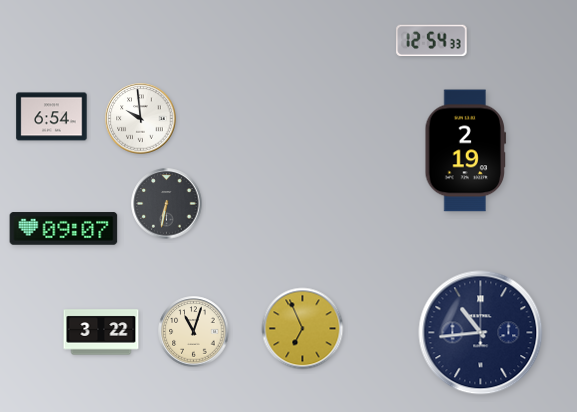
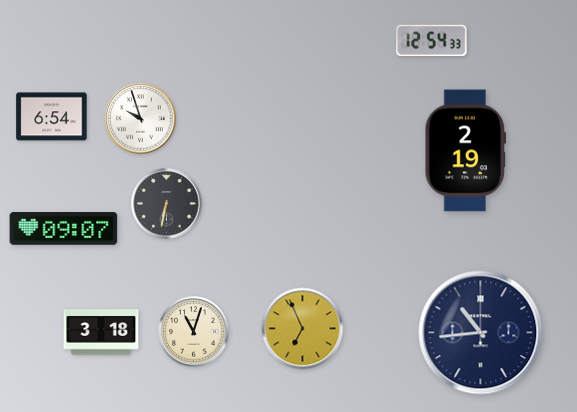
clock at (141, 119): 9:59 -> 9:57
clock at (101, 332): 3:22 -> 3:18
